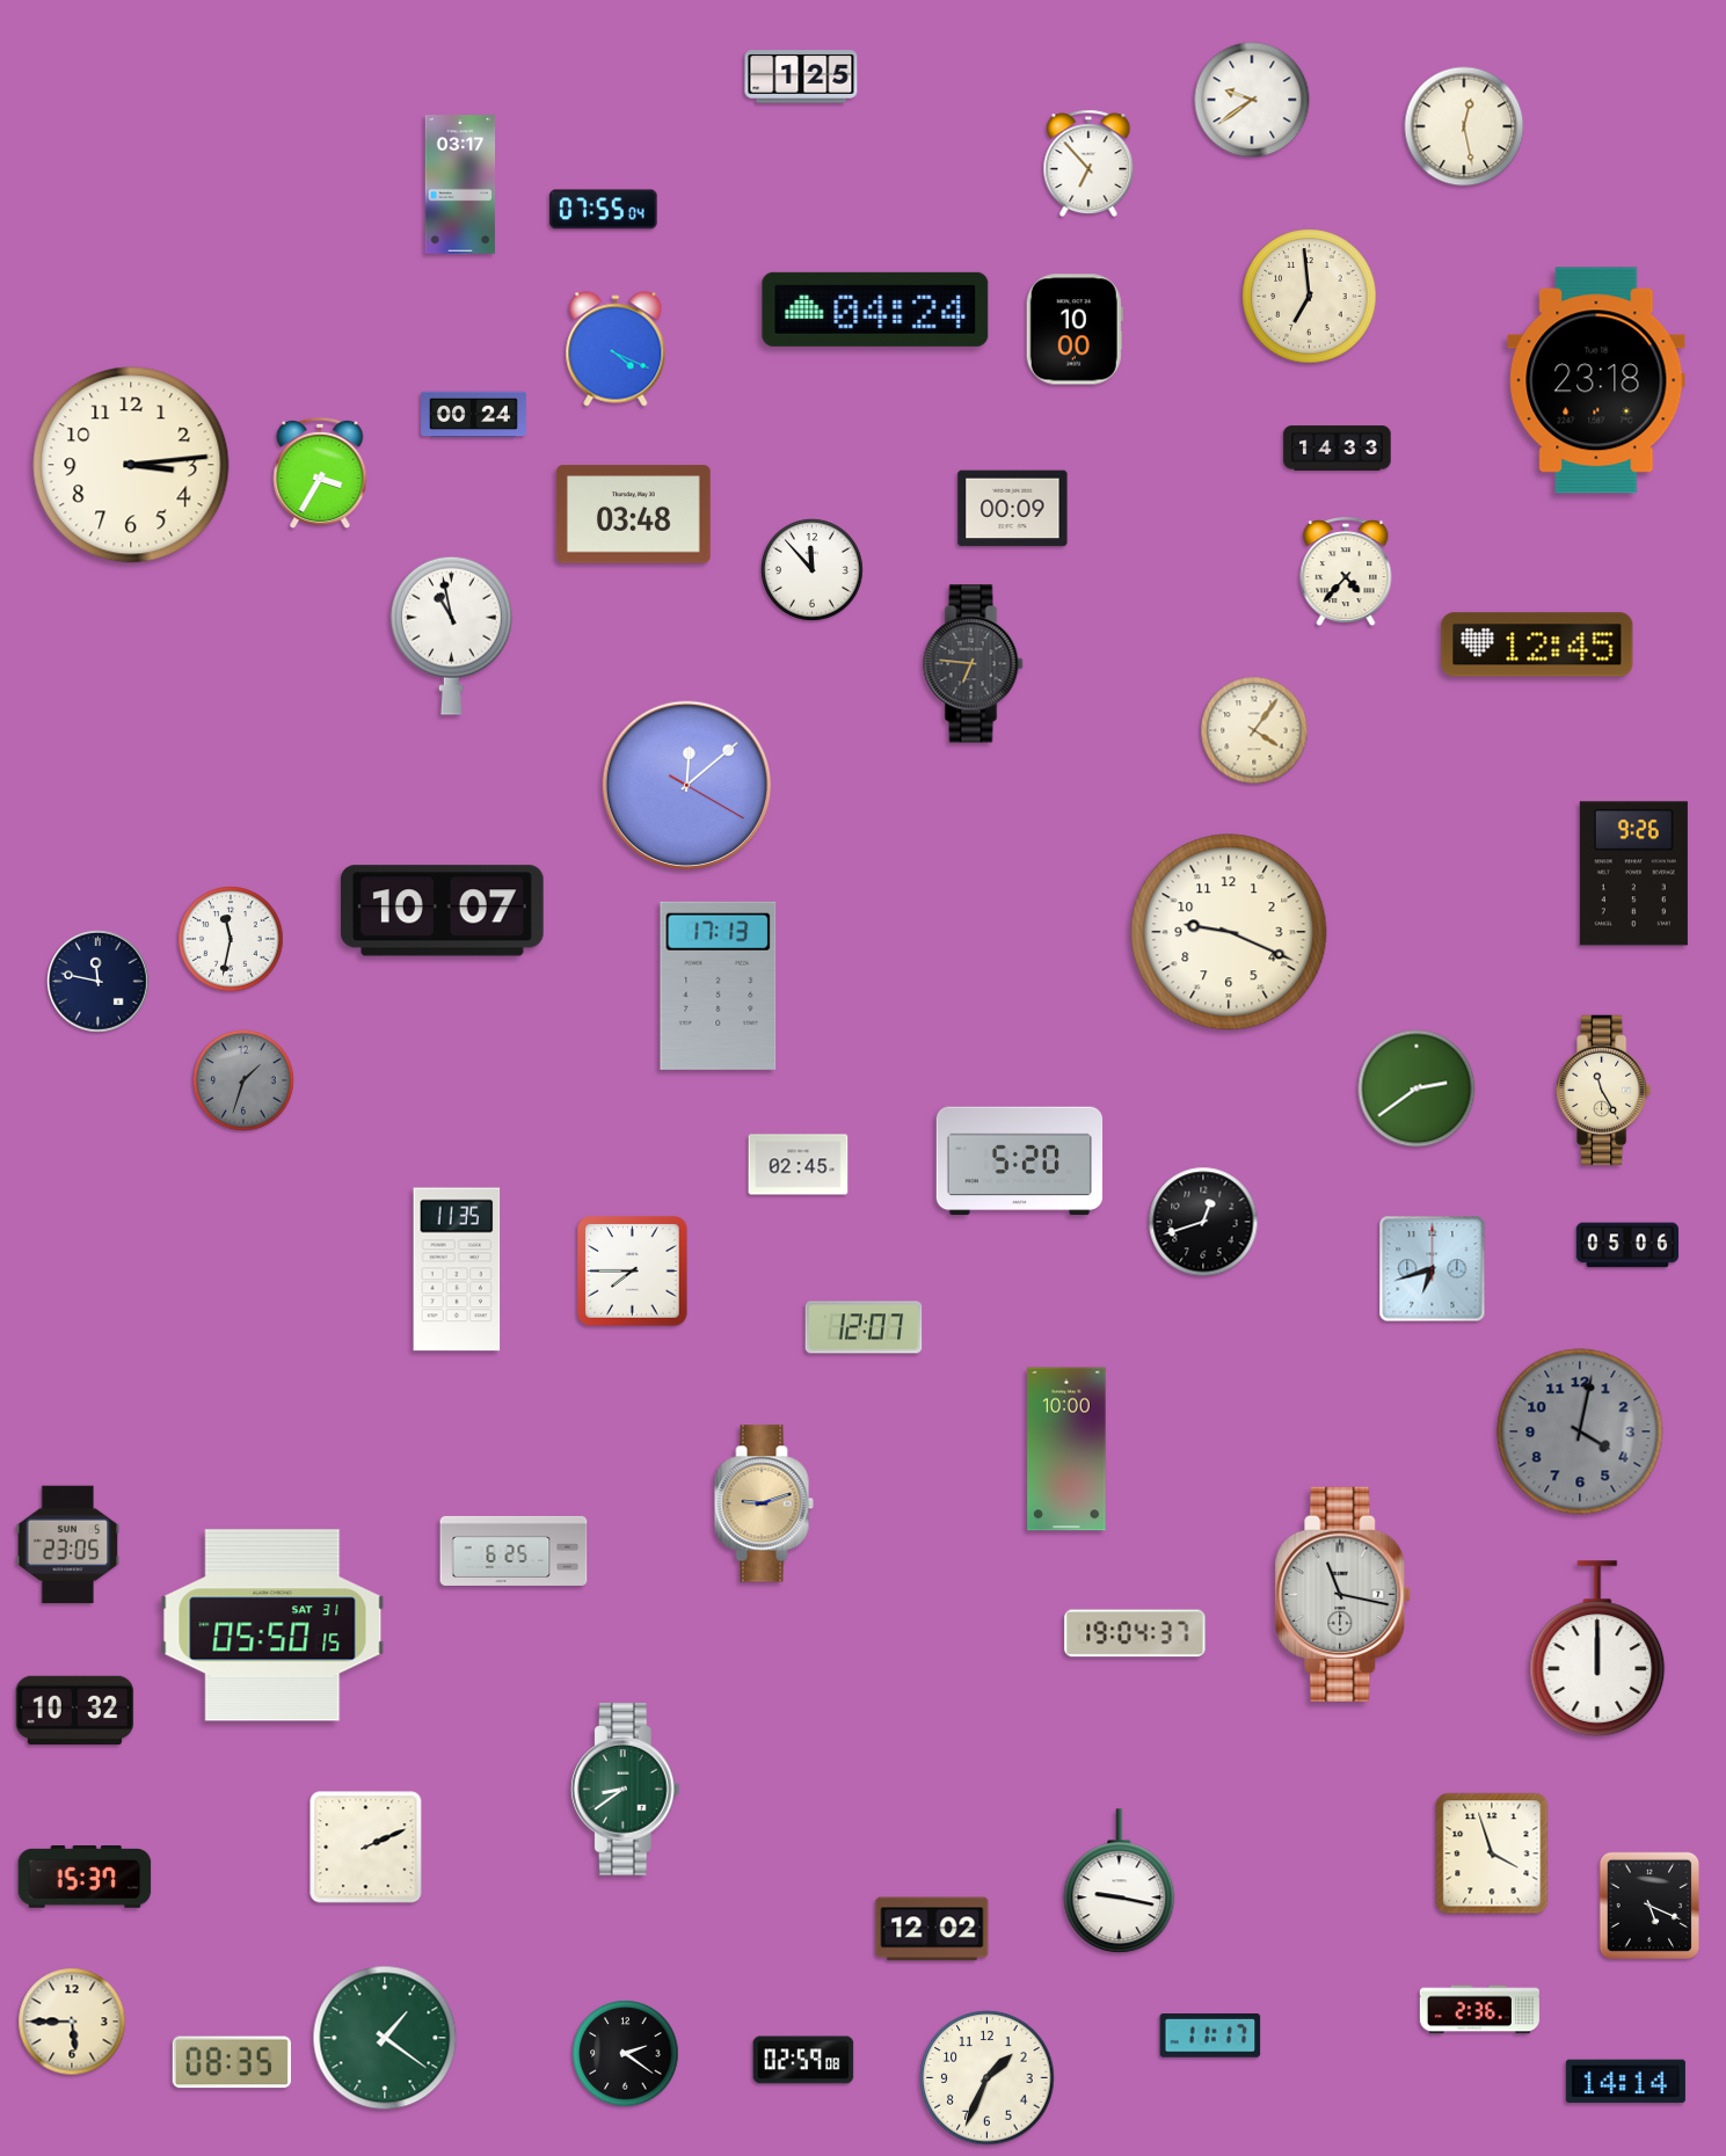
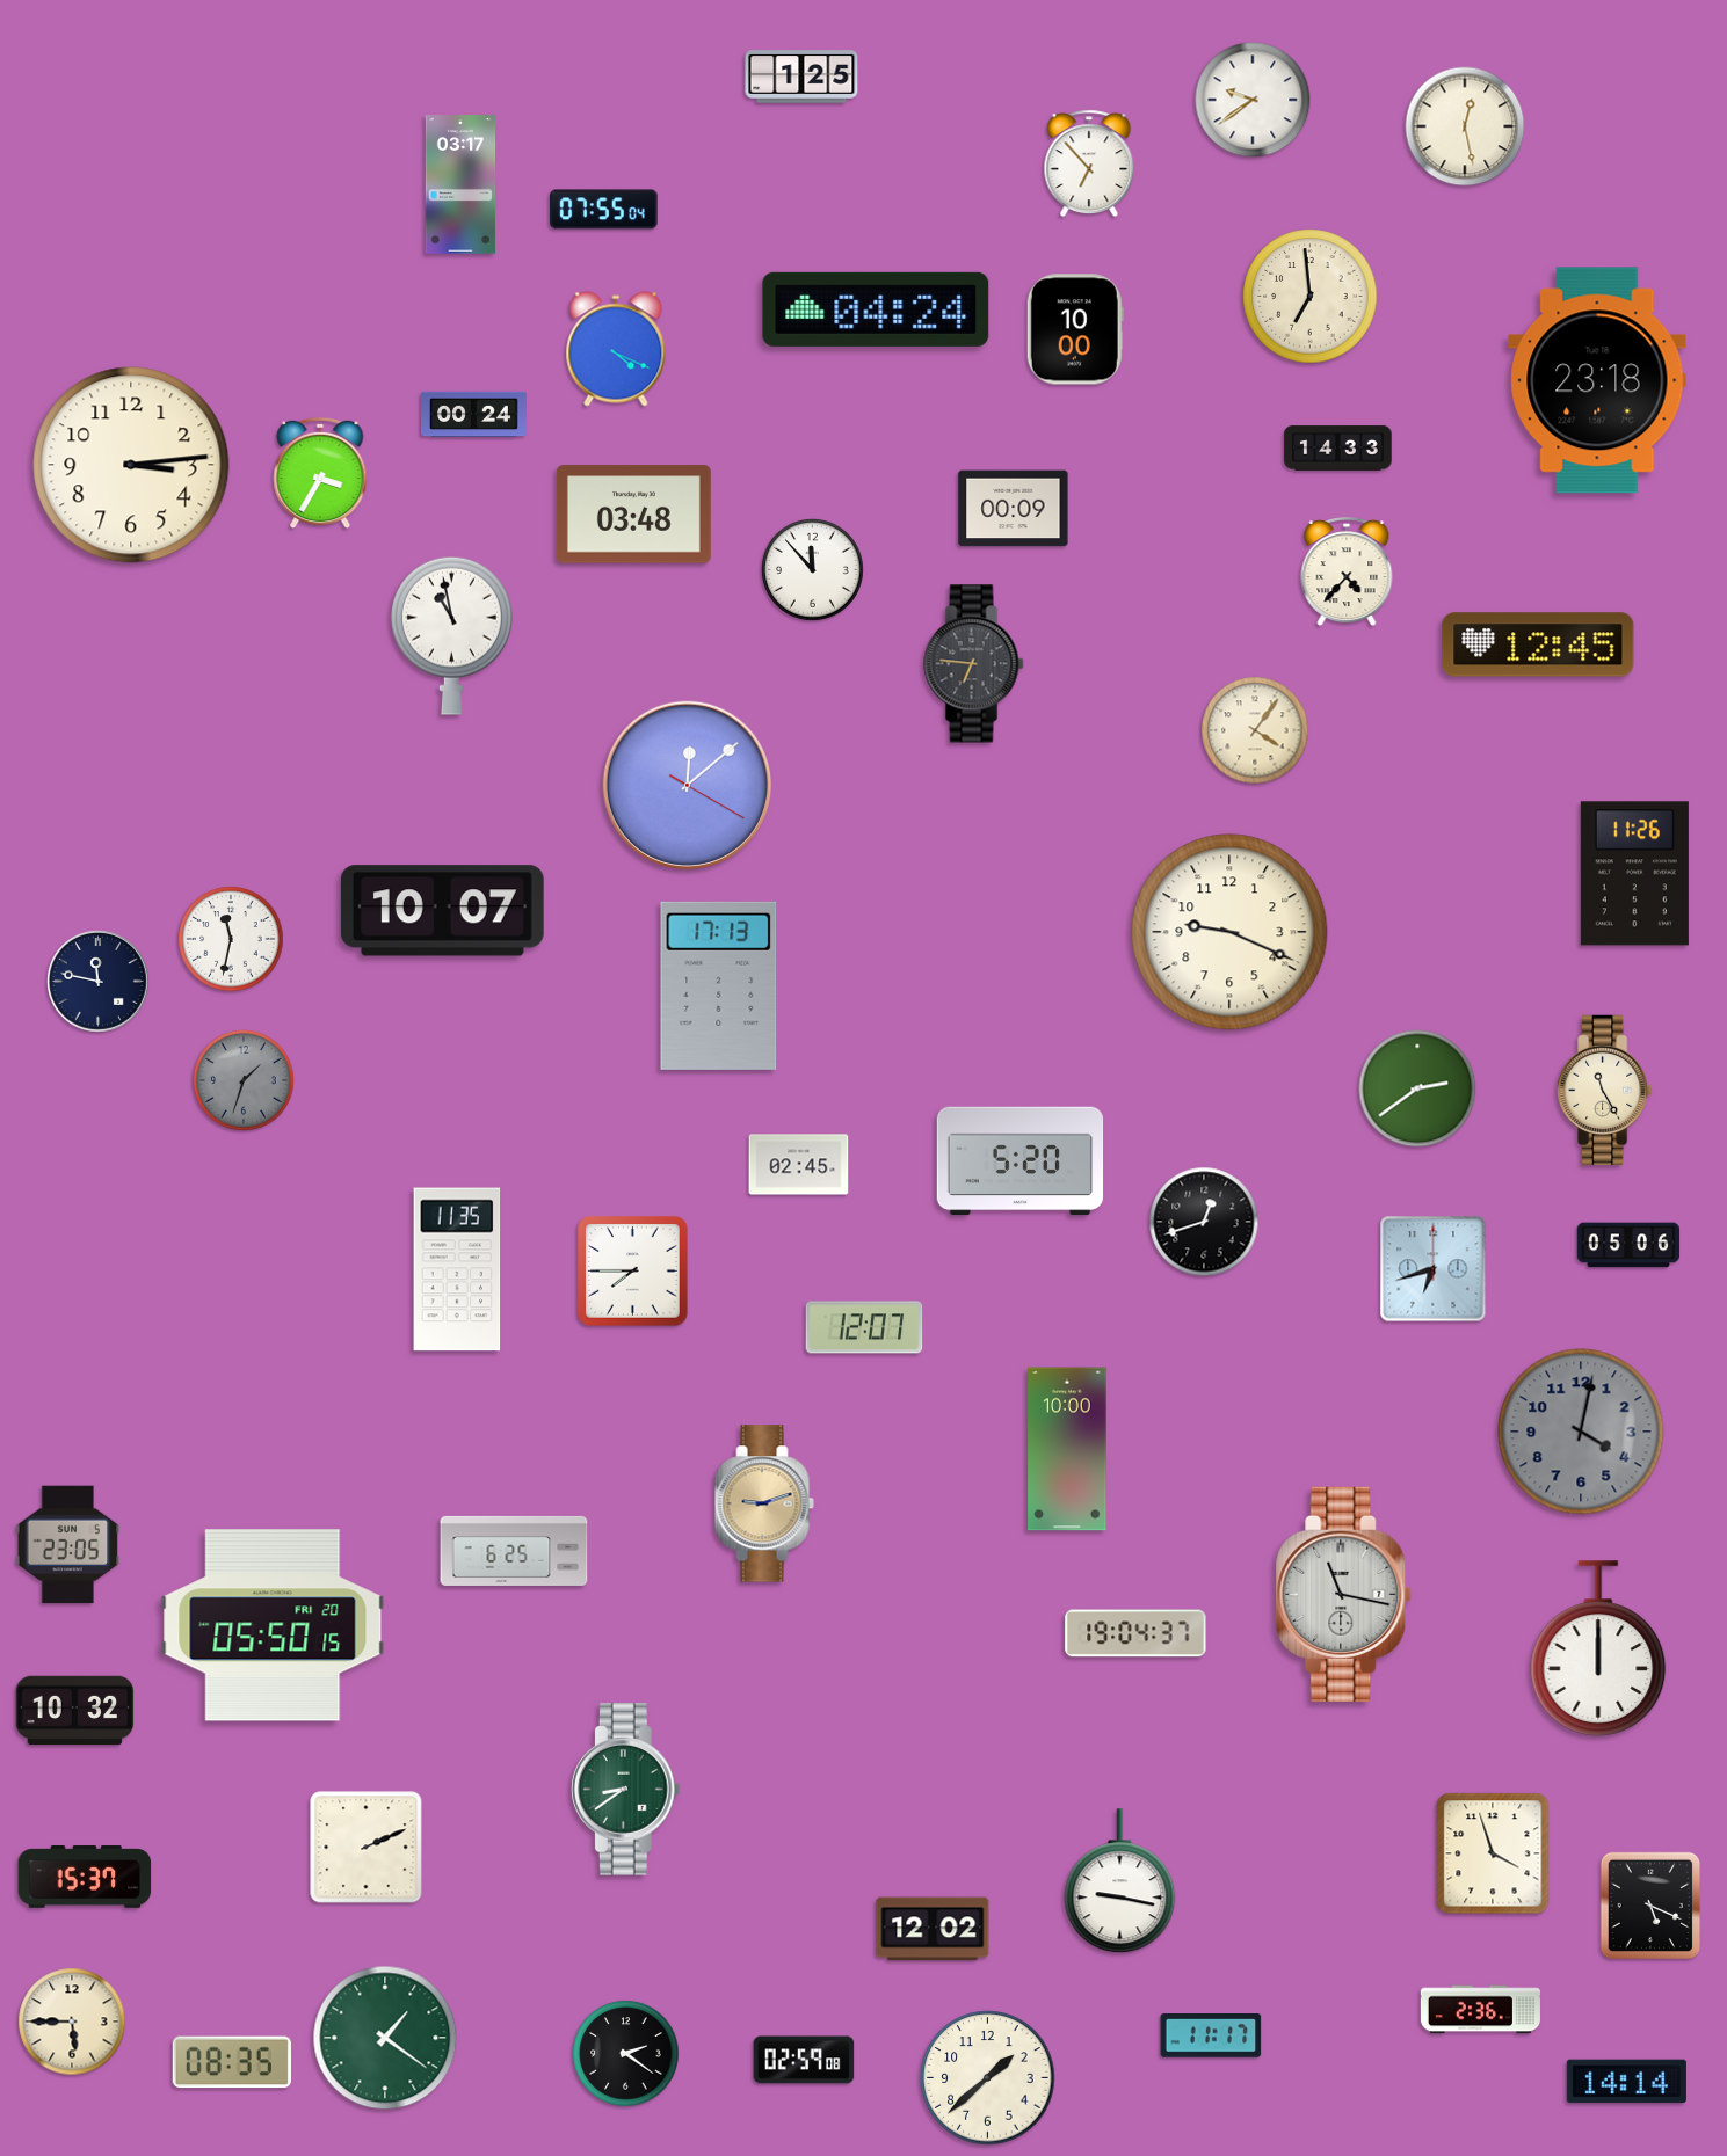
clock at (1633, 874): 9:26 -> 11:26
clock at (272, 1625) date: SAT 31 -> FRI 20
clock at (988, 2078): 1:34 -> 1:38
